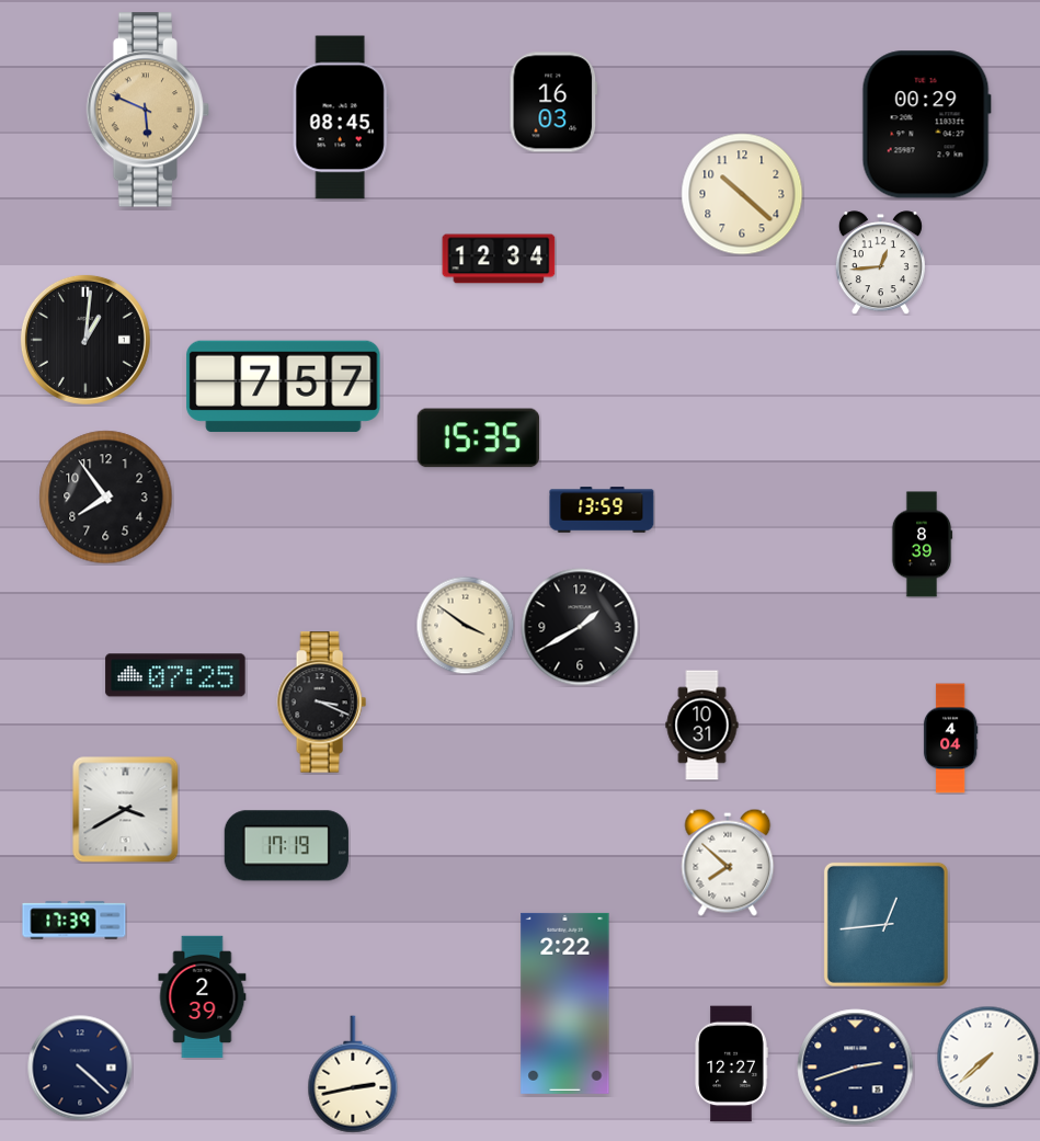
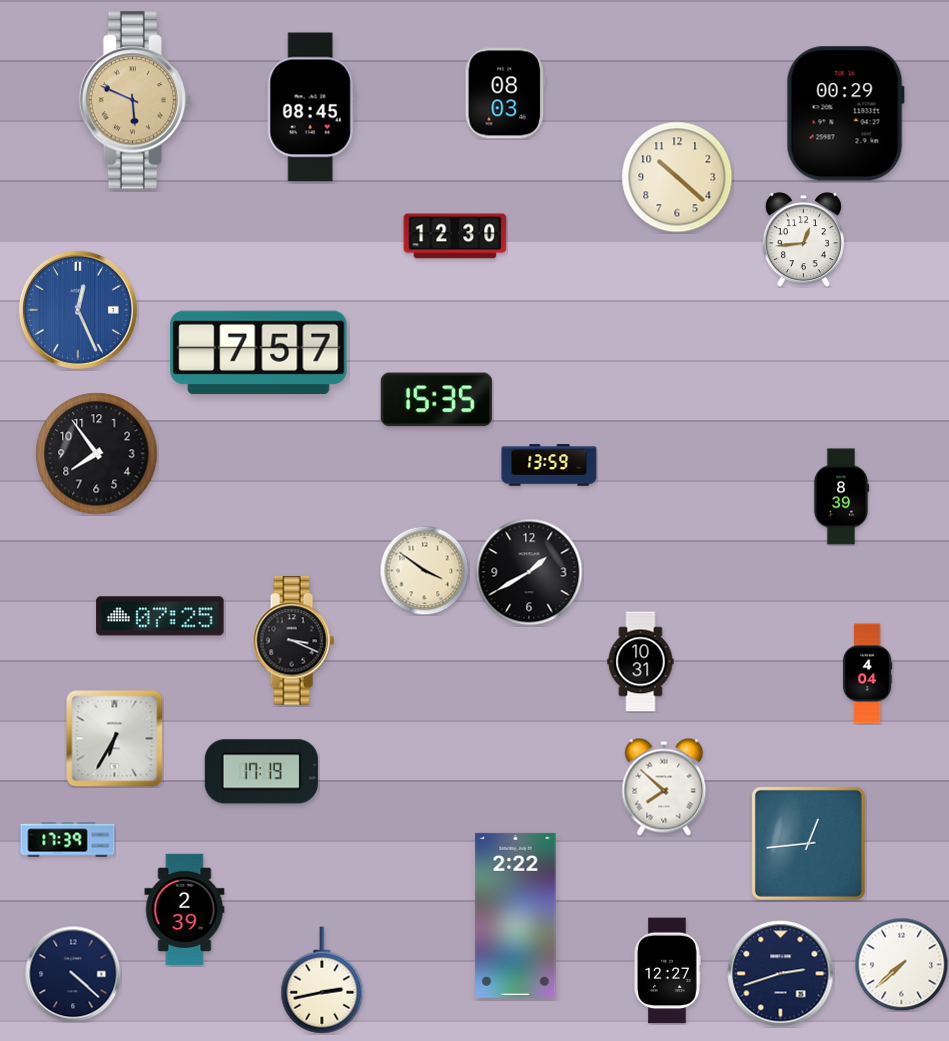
clock at (553, 102): 16:03 -> 08:03
clock at (499, 259): 12:34 -> 12:30
clock at (85, 340): 1:01 -> 12:26
clock at (85, 340) dial: black -> blue
clock at (126, 810): 3:40 -> 6:35
